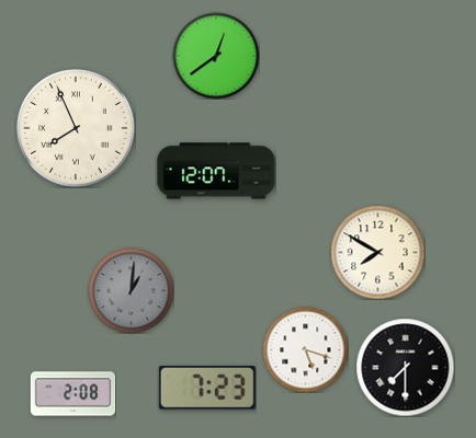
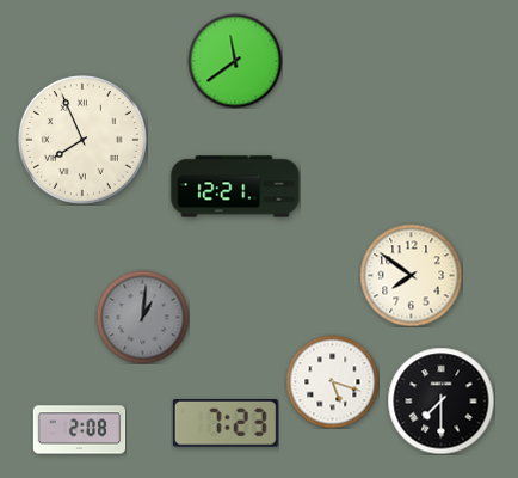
clock at (216, 56): 12:39 -> 11:39
clock at (216, 171): 12:07 -> 12:21
clock at (377, 252): 7:50 -> 7:51
